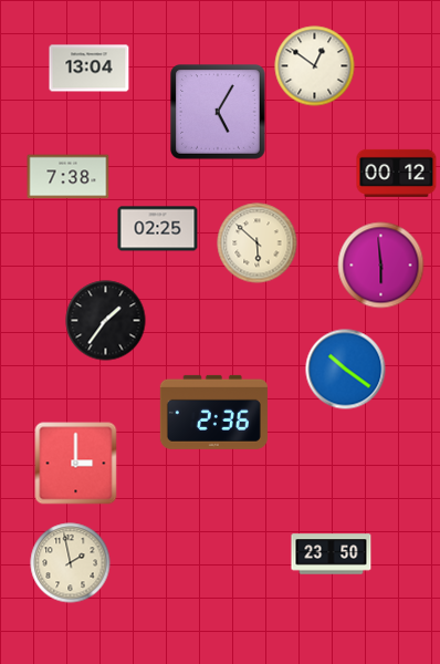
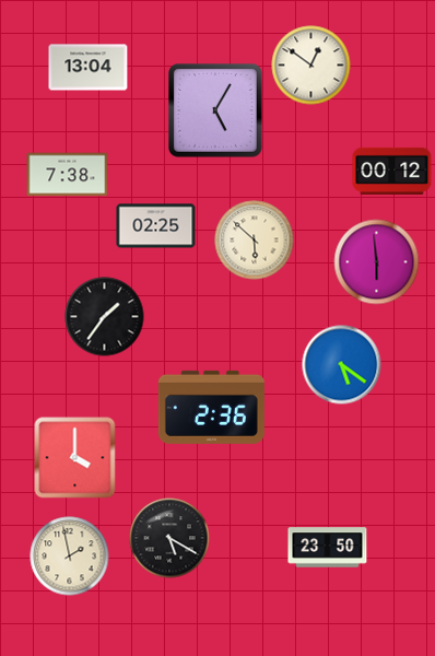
clock at (346, 370): 10:21 -> 5:21
clock at (76, 464): 3:00 -> 4:00
clock at (169, 538): none -> 5:20
